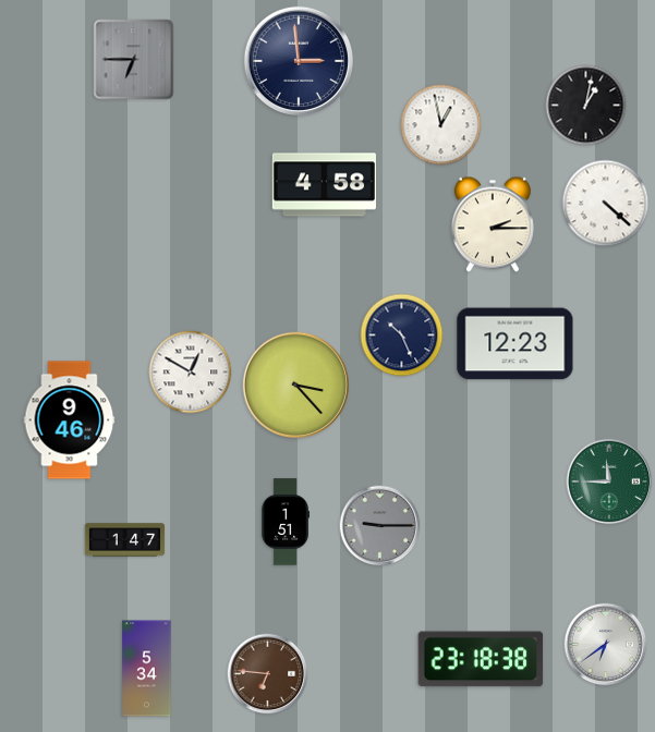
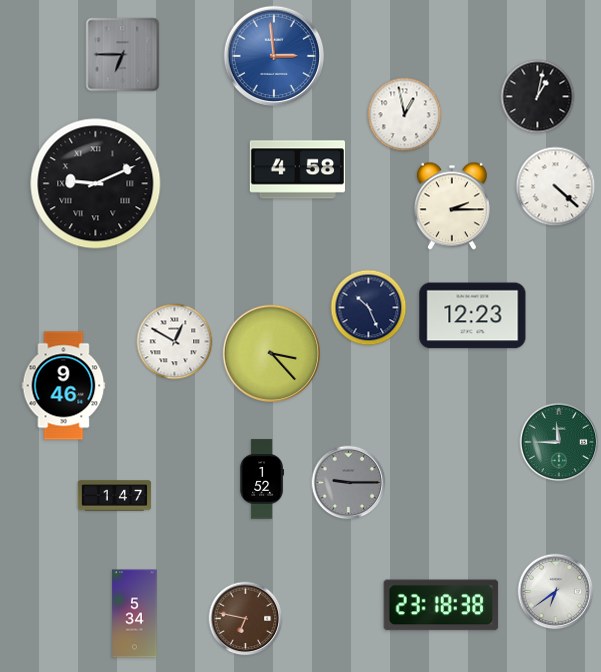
clock at (298, 60) dial: navy -> blue
clock at (96, 184): none -> 9:11
clock at (284, 522): 1:51 -> 1:52
clock at (268, 674): 6:46 -> 6:47
